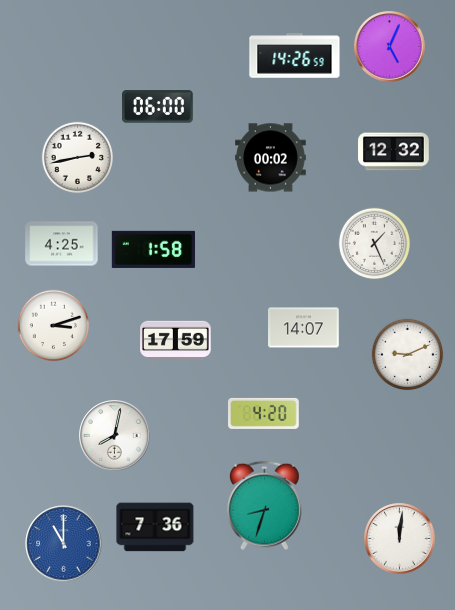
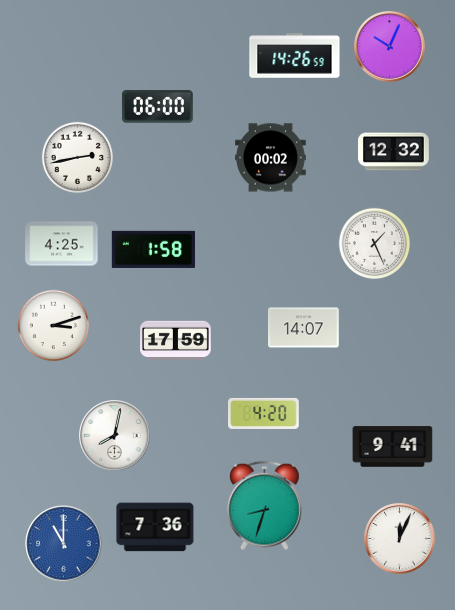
clock at (390, 47): 5:04 -> 10:04
clock at (408, 355): 9:11 -> none
clock at (393, 447): none -> 9:41
clock at (400, 539): 12:01 -> 12:04
